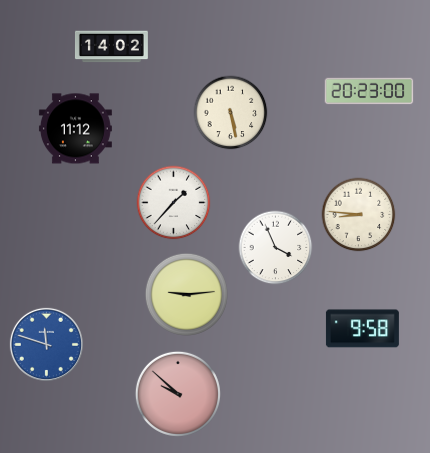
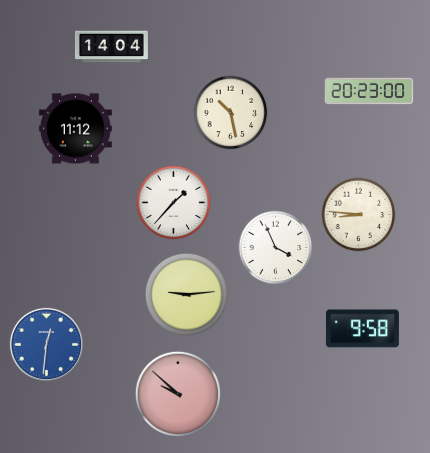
clock at (111, 47): 14:02 -> 14:04
clock at (231, 113): 5:28 -> 10:28
clock at (46, 344): 11:48 -> 12:31
